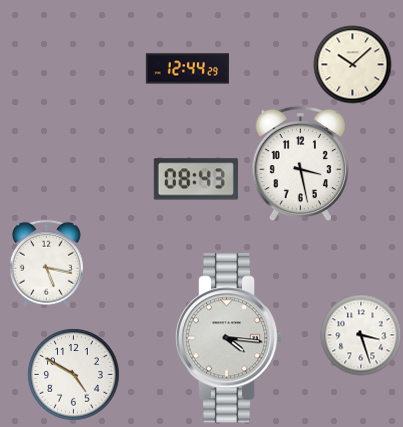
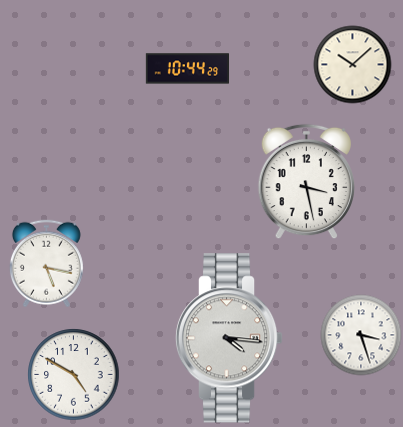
clock at (187, 69): 12:44 -> 10:44
clock at (300, 163) position: (300, 163) -> (306, 181)
clock at (196, 179): 08:43 -> none
